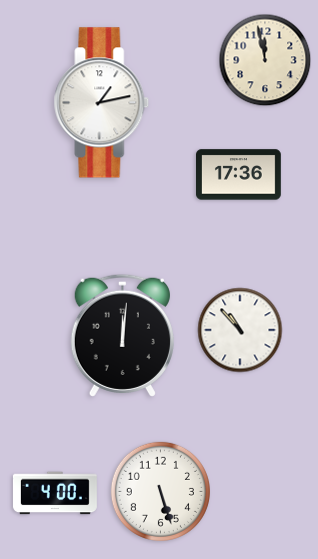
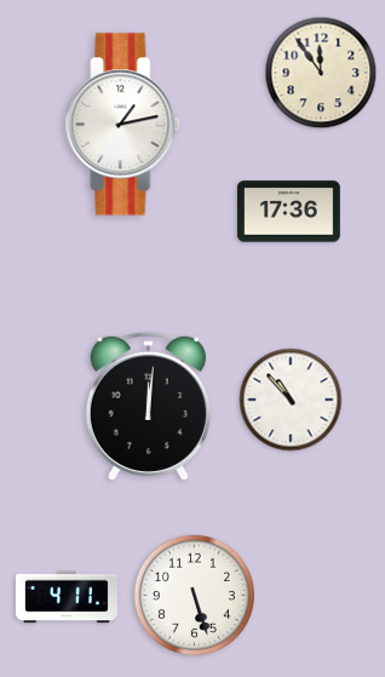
clock at (265, 60): 11:58 -> 11:54
clock at (55, 493): 4:00 -> 4:11
